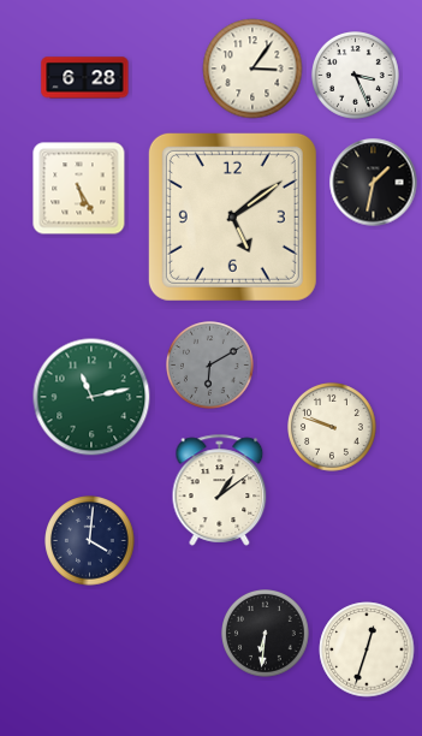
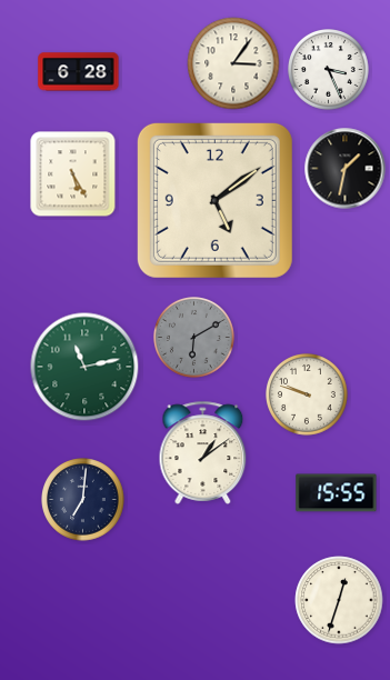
clock at (337, 493): none -> 15:55
clock at (90, 541): 4:01 -> 7:01
clock at (266, 634): 6:31 -> none
